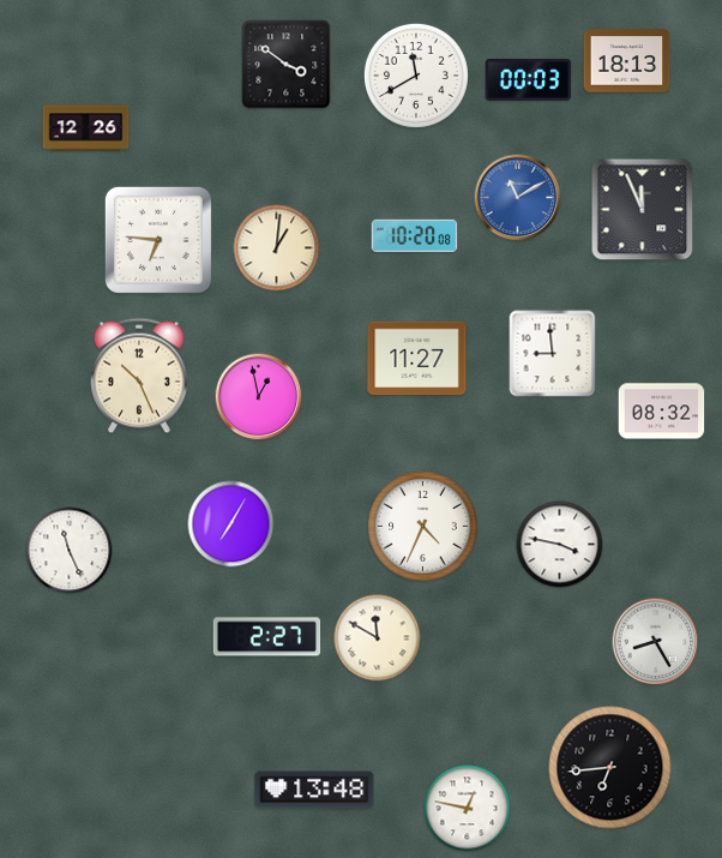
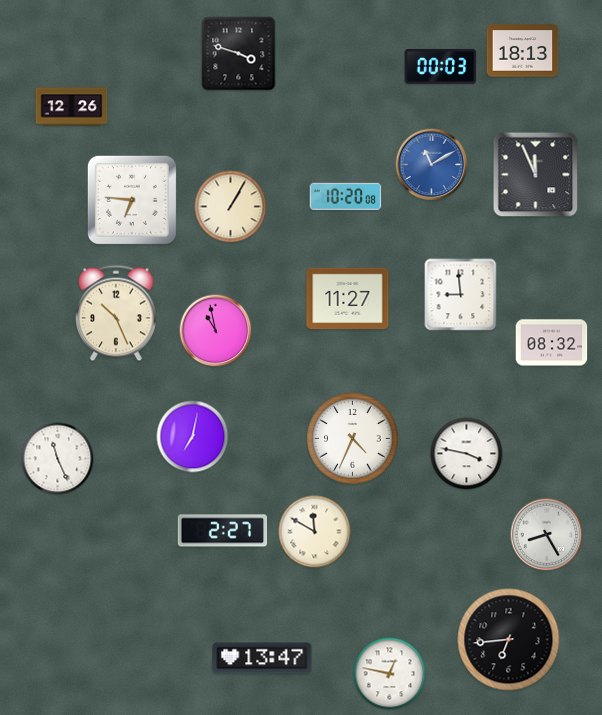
clock at (287, 65): 3:51 -> 3:48
clock at (416, 76): 11:40 -> none
clock at (277, 248): 1:01 -> 1:05
clock at (259, 397): 12:58 -> 10:58
clock at (231, 524): 7:05 -> 7:02
clock at (314, 790): 13:48 -> 13:47
